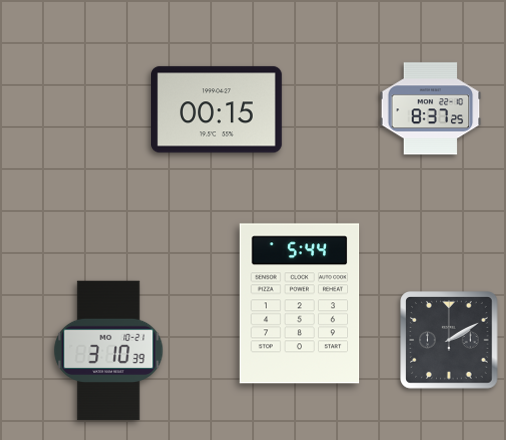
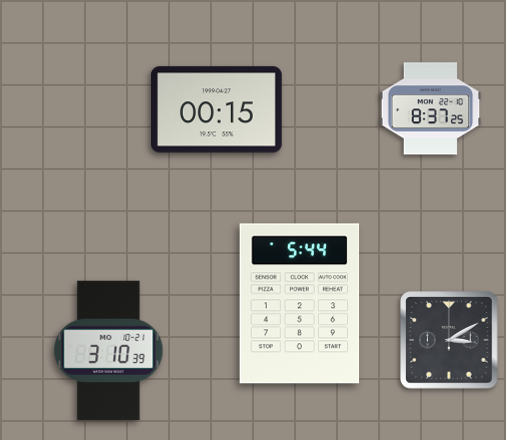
clock at (450, 341): 2:10 -> 3:10
